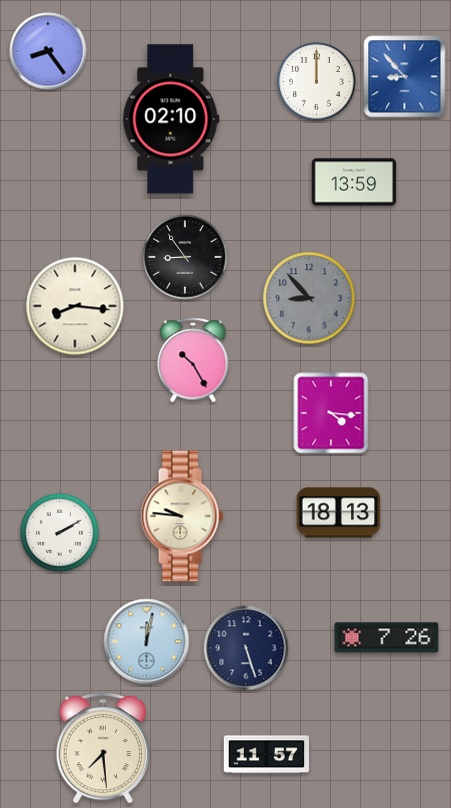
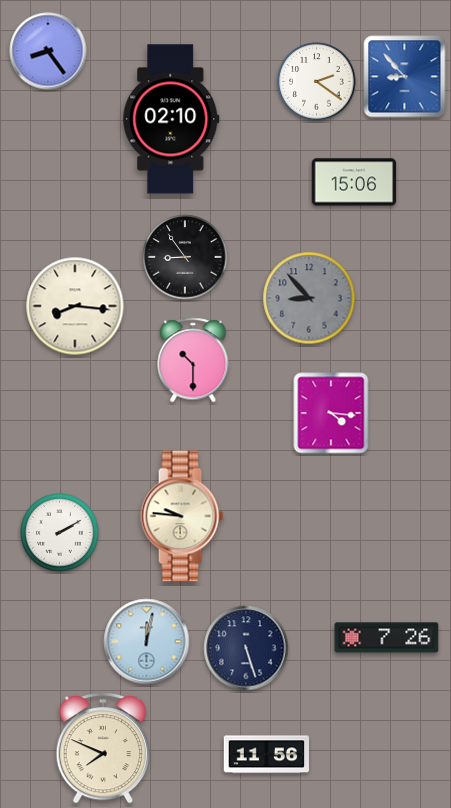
clock at (317, 82): 12:00 -> 2:21
clock at (354, 182): 13:59 -> 15:06
clock at (193, 360): 10:25 -> 10:30
clock at (339, 513): 18:13 -> none
clock at (102, 748): 7:29 -> 7:49
clock at (267, 755): 11:57 -> 11:56
